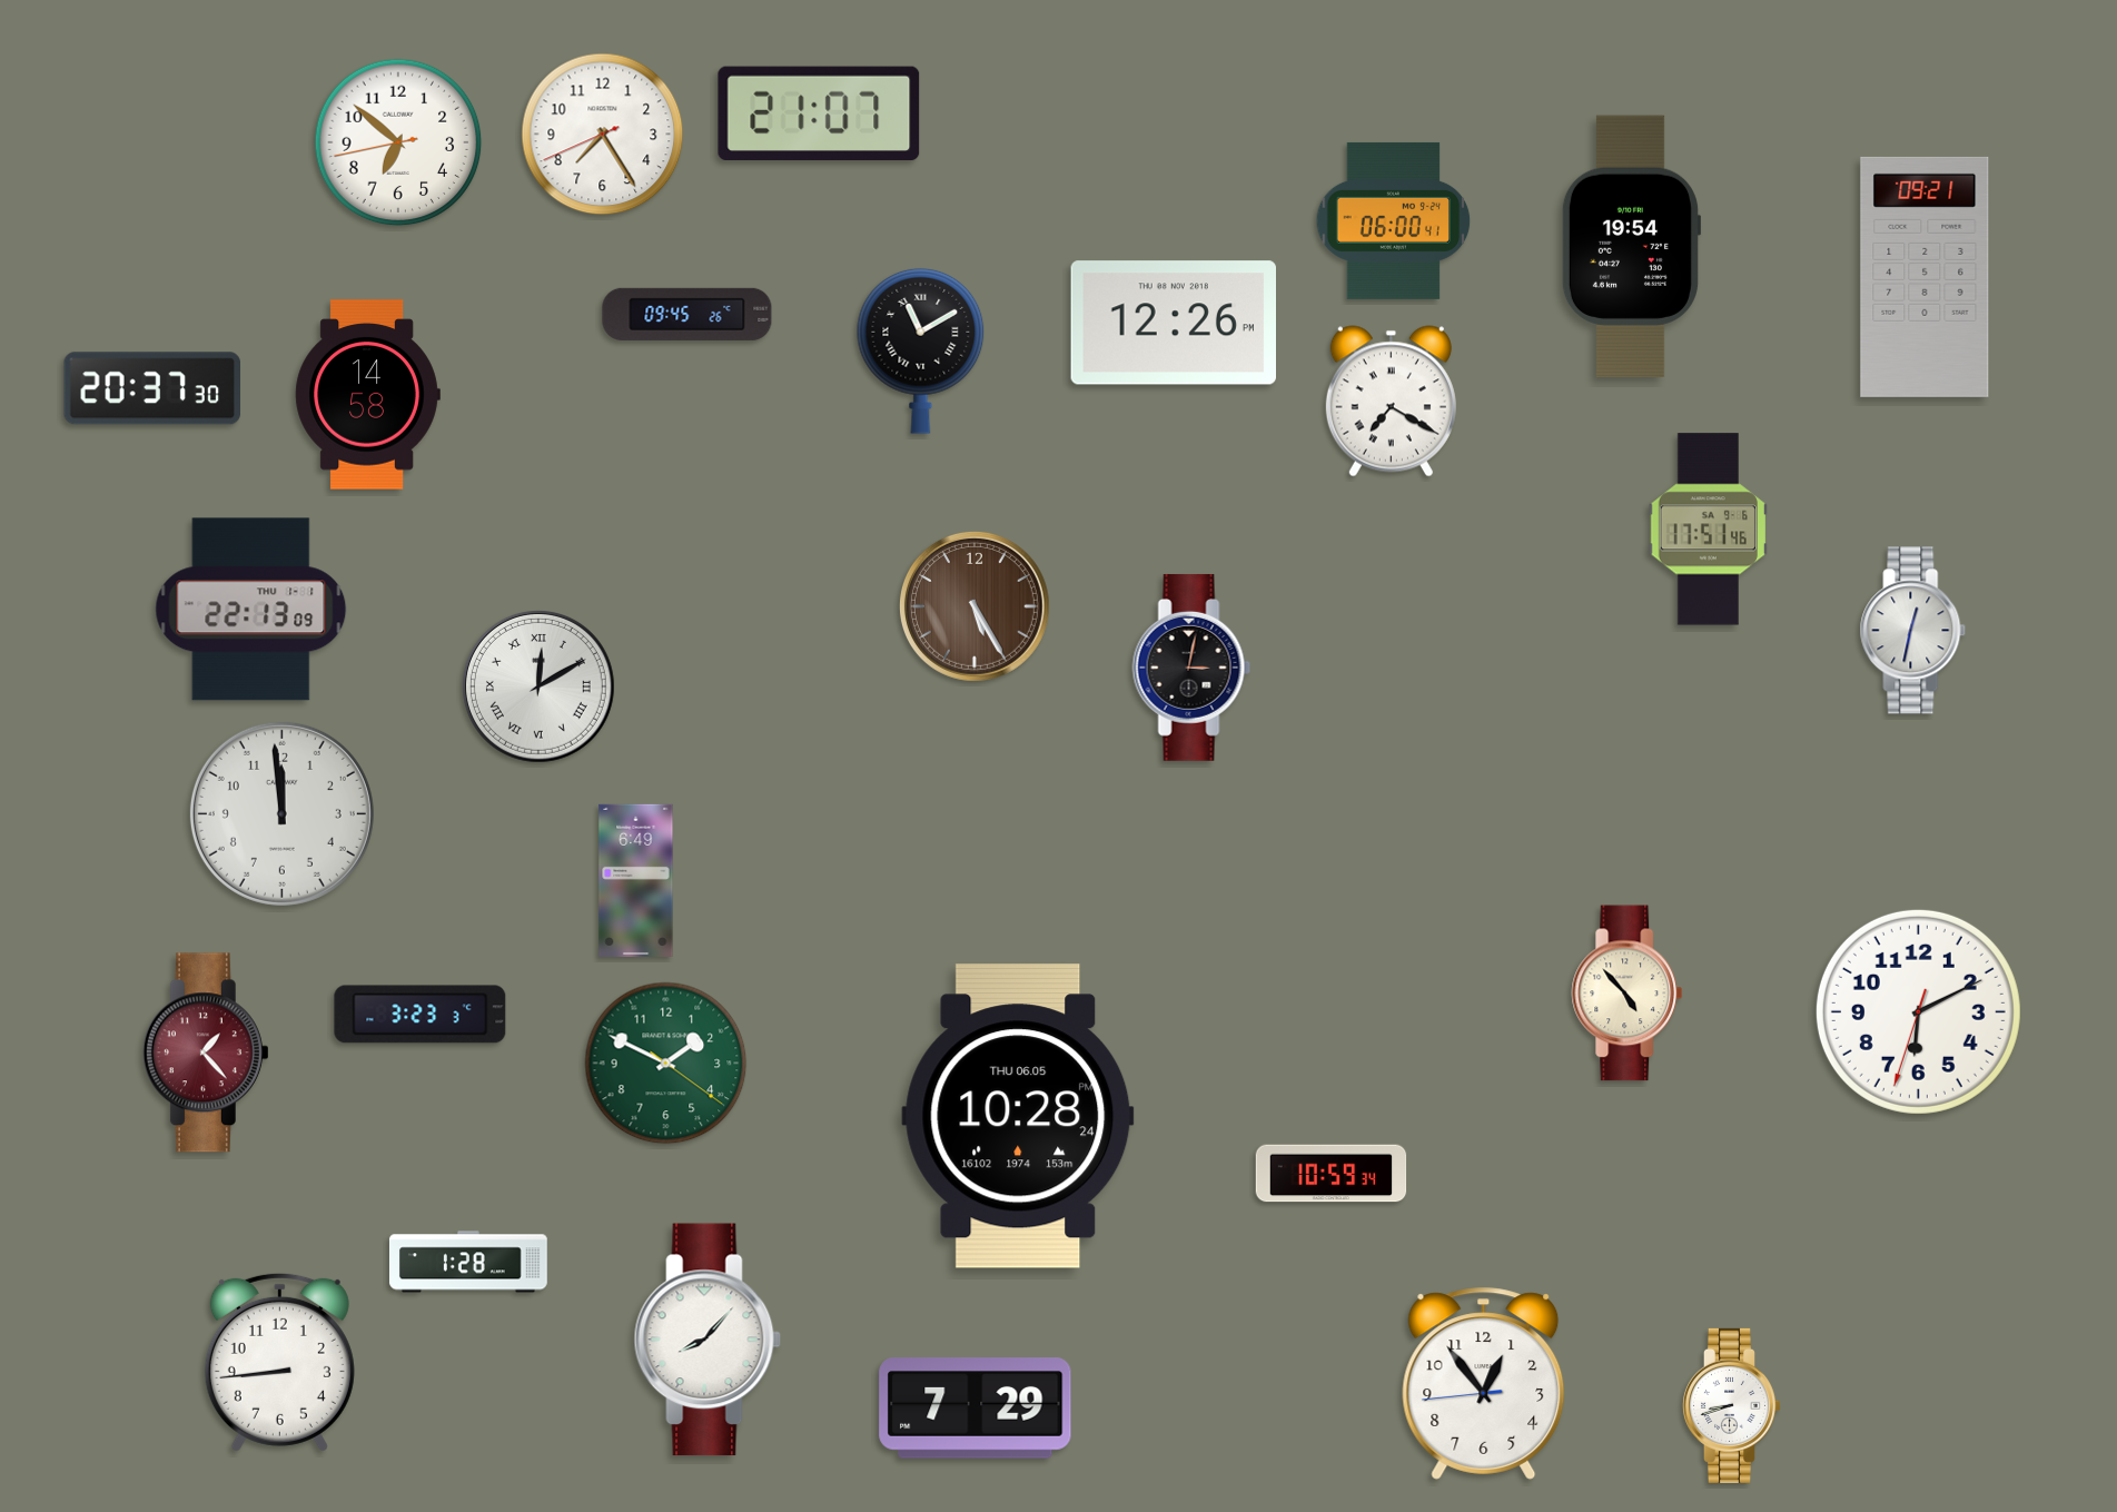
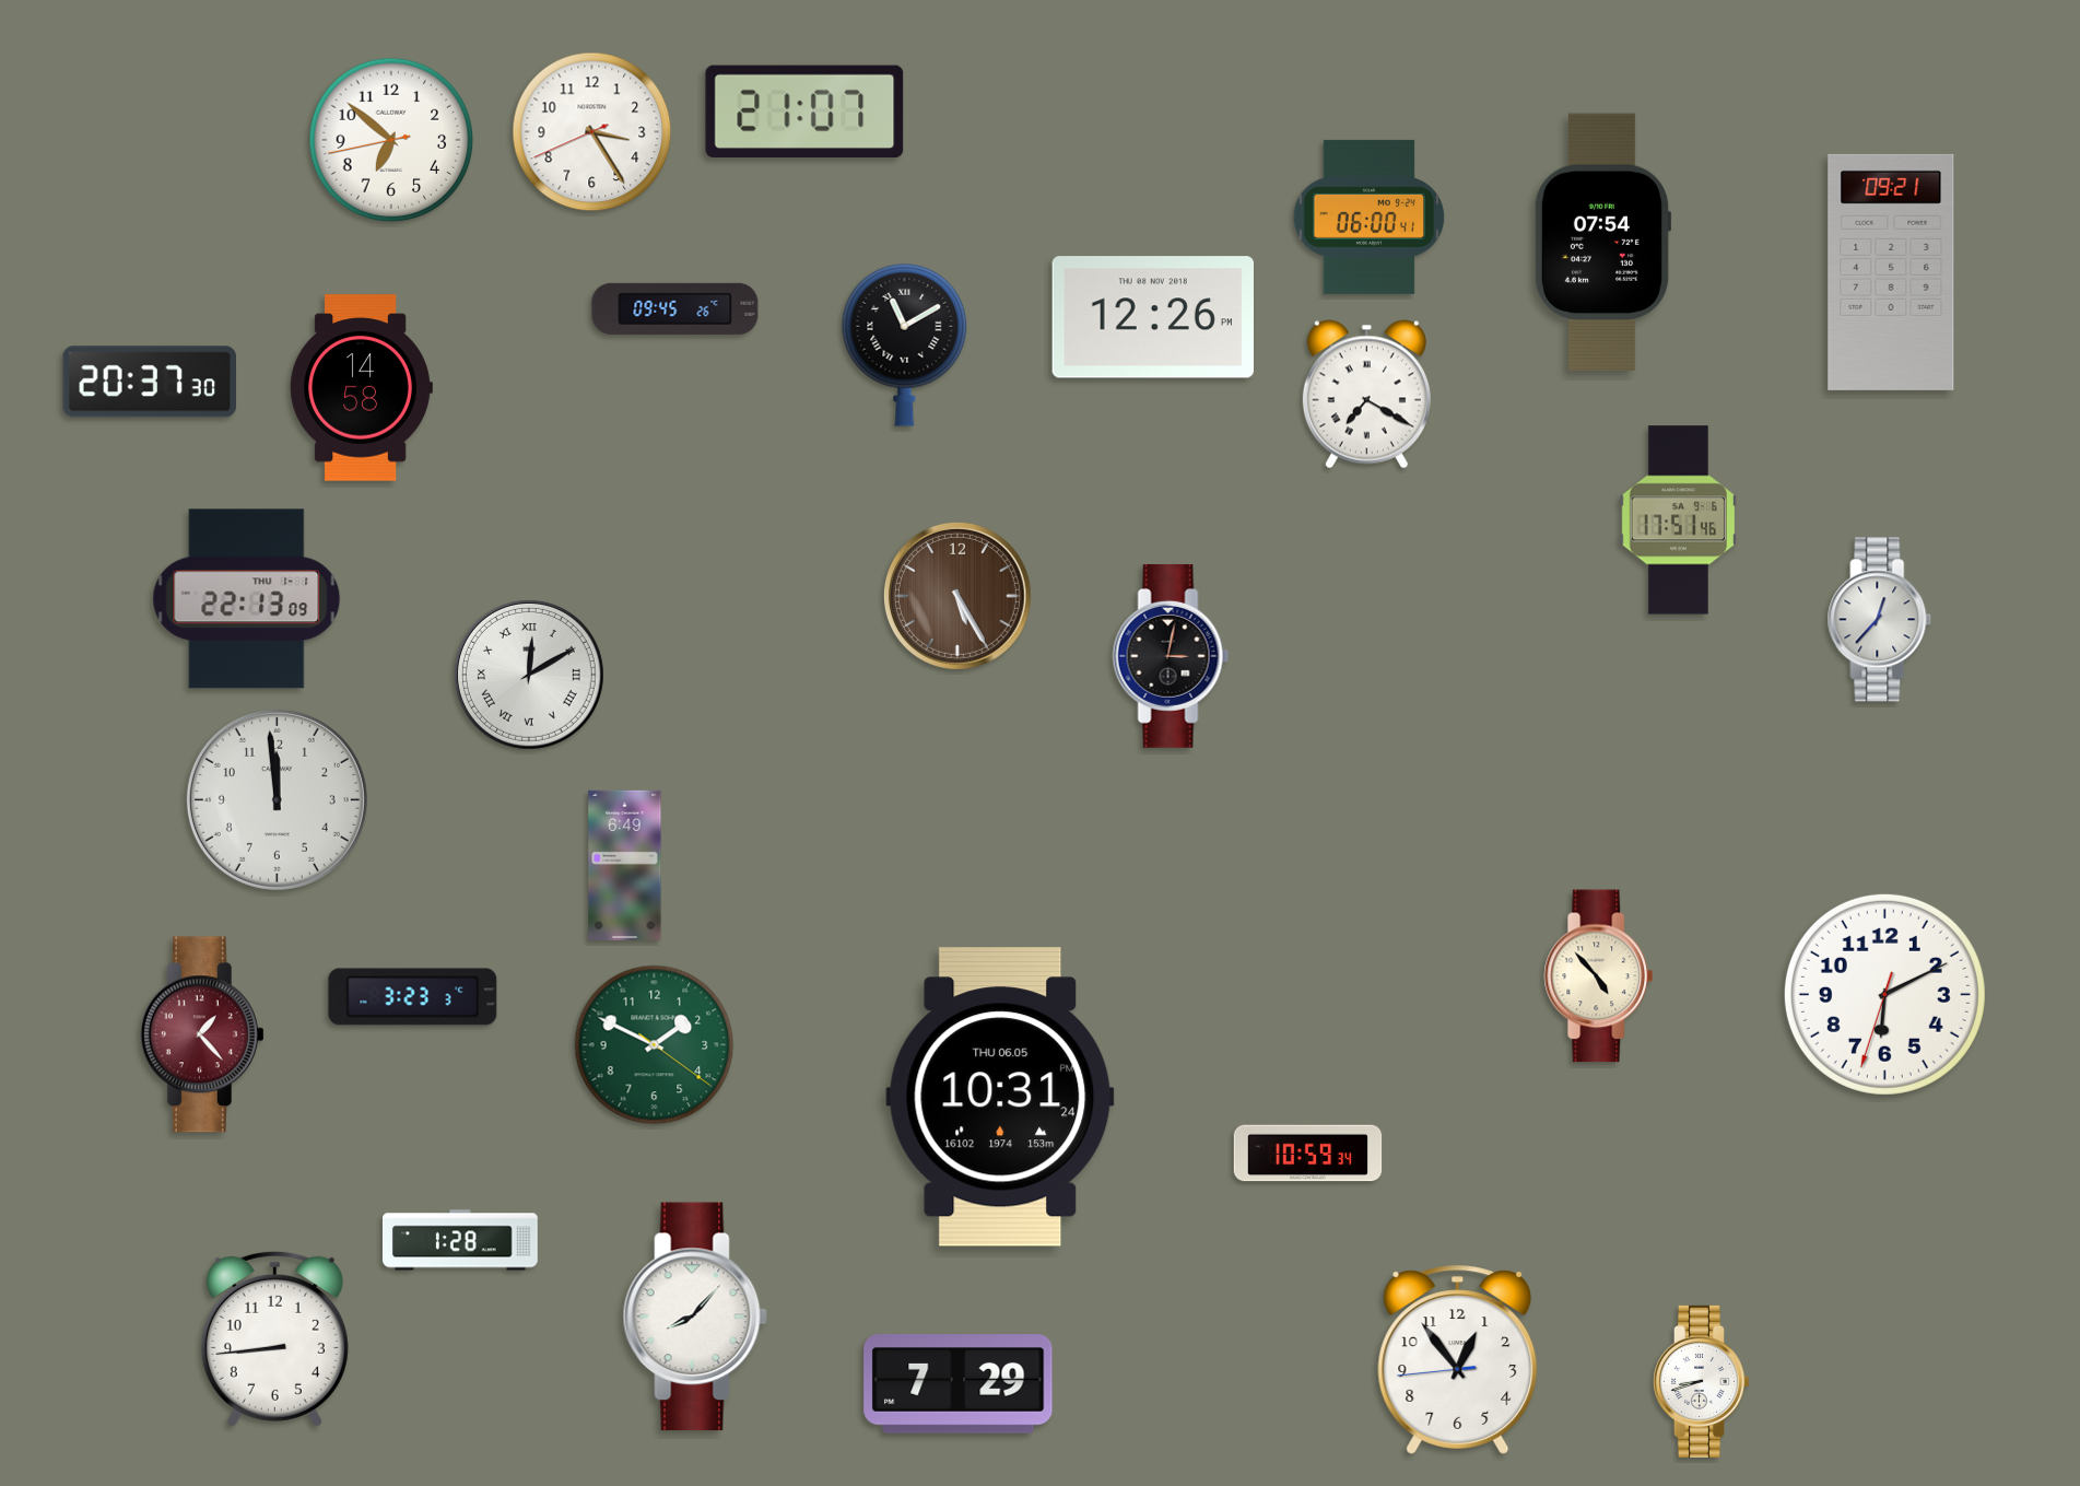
clock at (603, 135): 7:24 -> 3:24
clock at (1630, 247): 19:54 -> 07:54
clock at (1913, 631): 12:32 -> 12:37
clock at (1018, 1116): 10:28 -> 10:31
